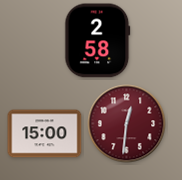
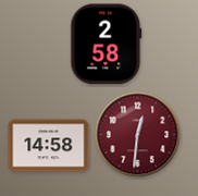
clock at (45, 134): 15:00 -> 14:58
